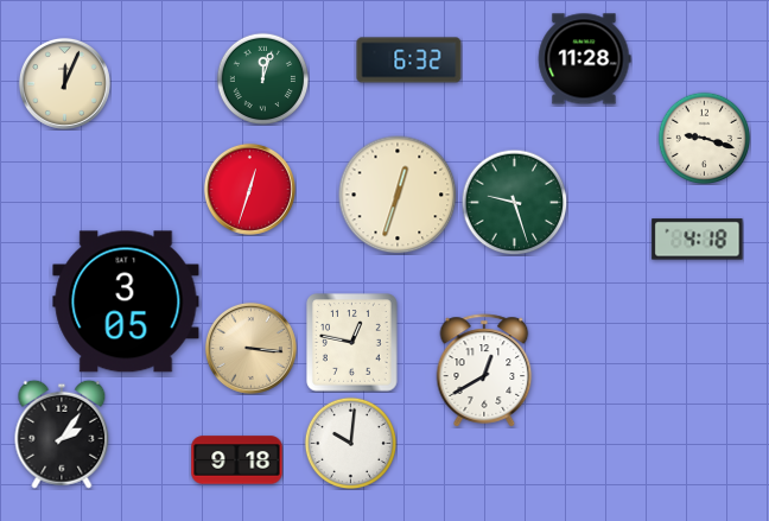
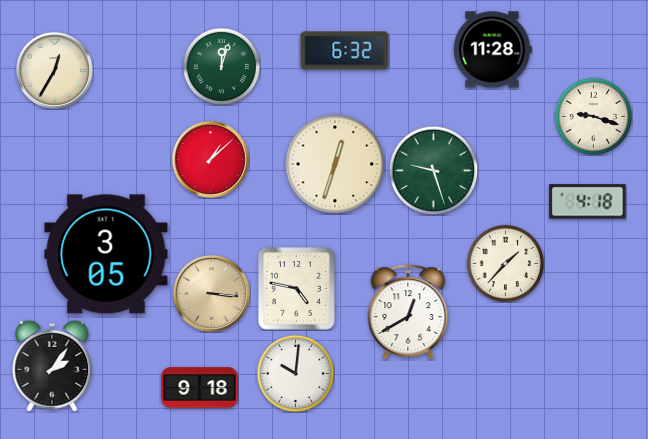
clock at (64, 83): 12:04 -> 12:35
clock at (249, 189): 12:33 -> 1:08
clock at (505, 263): none -> 1:37
clock at (352, 343): 12:47 -> 4:47
